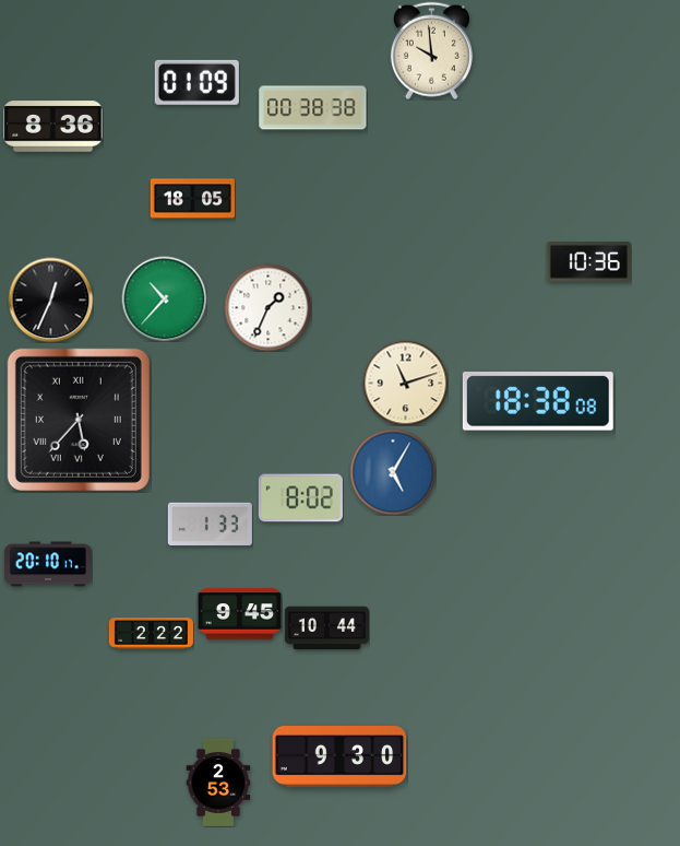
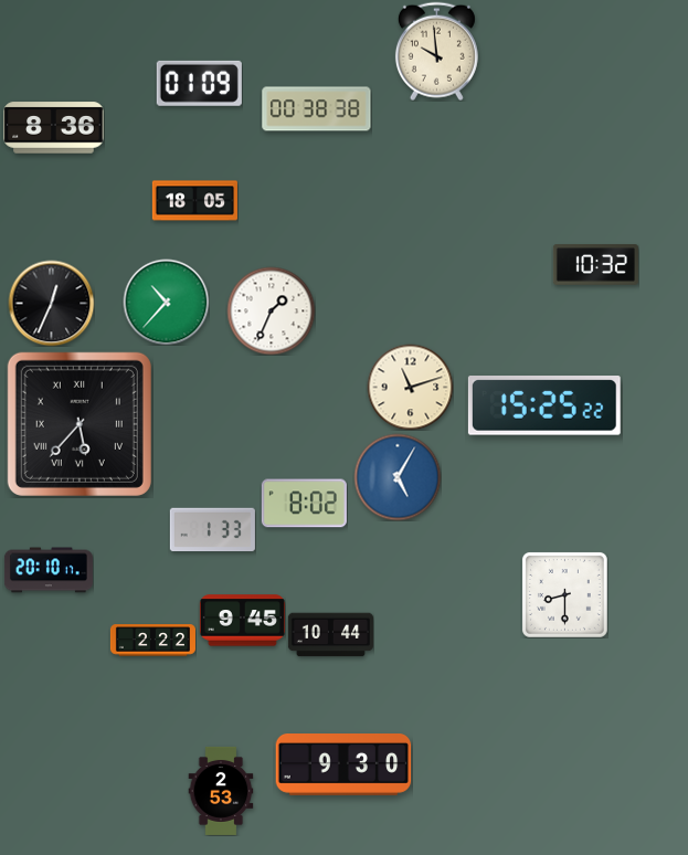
clock at (588, 262): 10:36 -> 10:32
clock at (538, 402): 18:38 -> 15:25
clock at (564, 594): none -> 8:30
